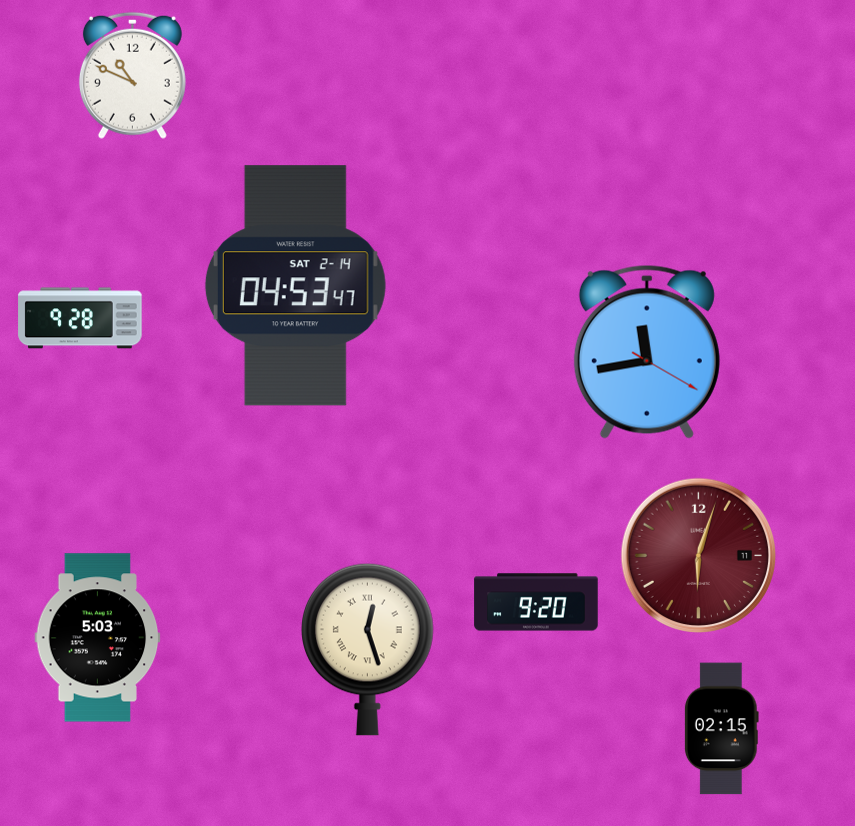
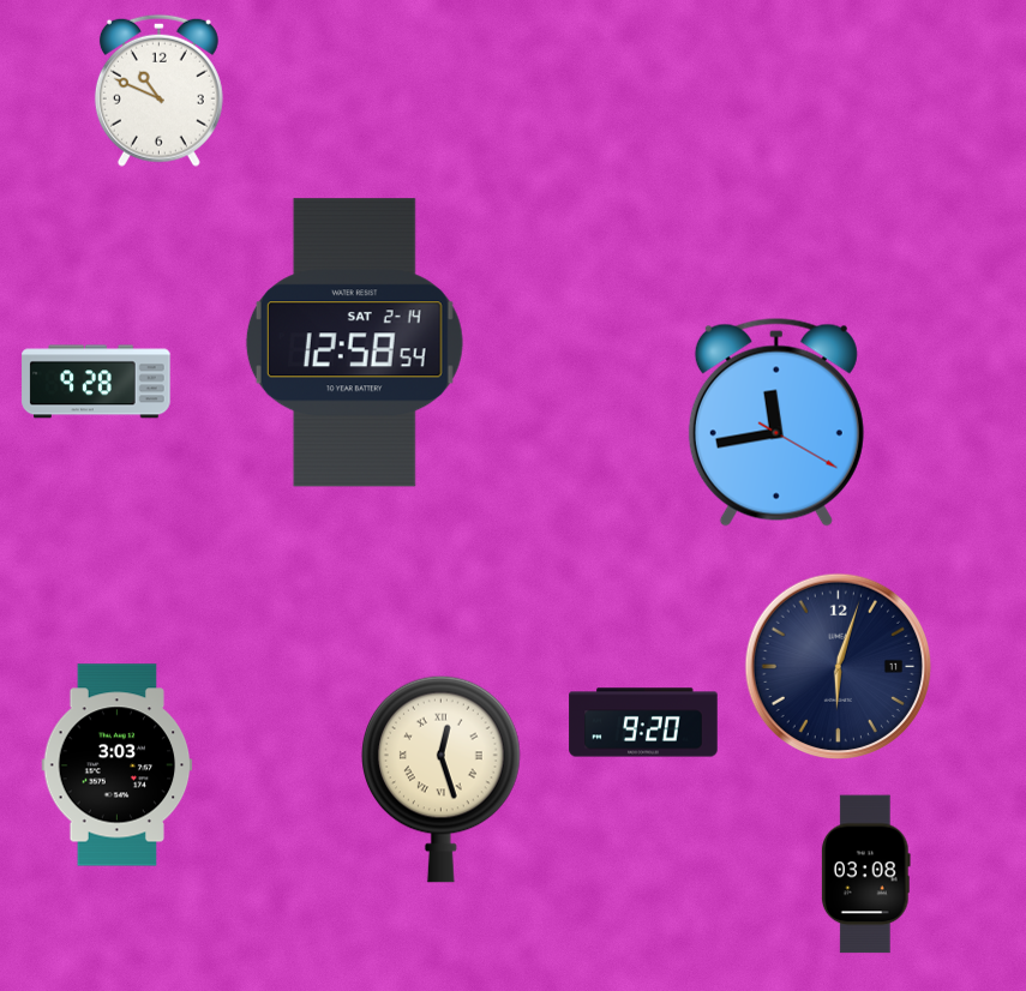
clock at (295, 286): 04:53 -> 12:58
clock at (698, 555) dial: burgundy -> navy
clock at (98, 638): 5:03 -> 3:03
clock at (721, 729): 02:15 -> 03:08
